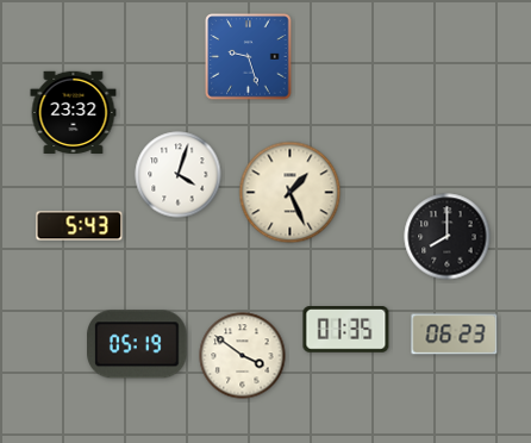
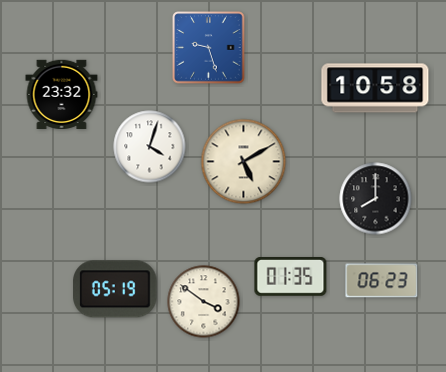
clock at (375, 88): none -> 10:58
clock at (291, 193): 1:26 -> 5:10
clock at (80, 226): 5:43 -> none
clock at (243, 356) position: (243, 356) -> (204, 302)
